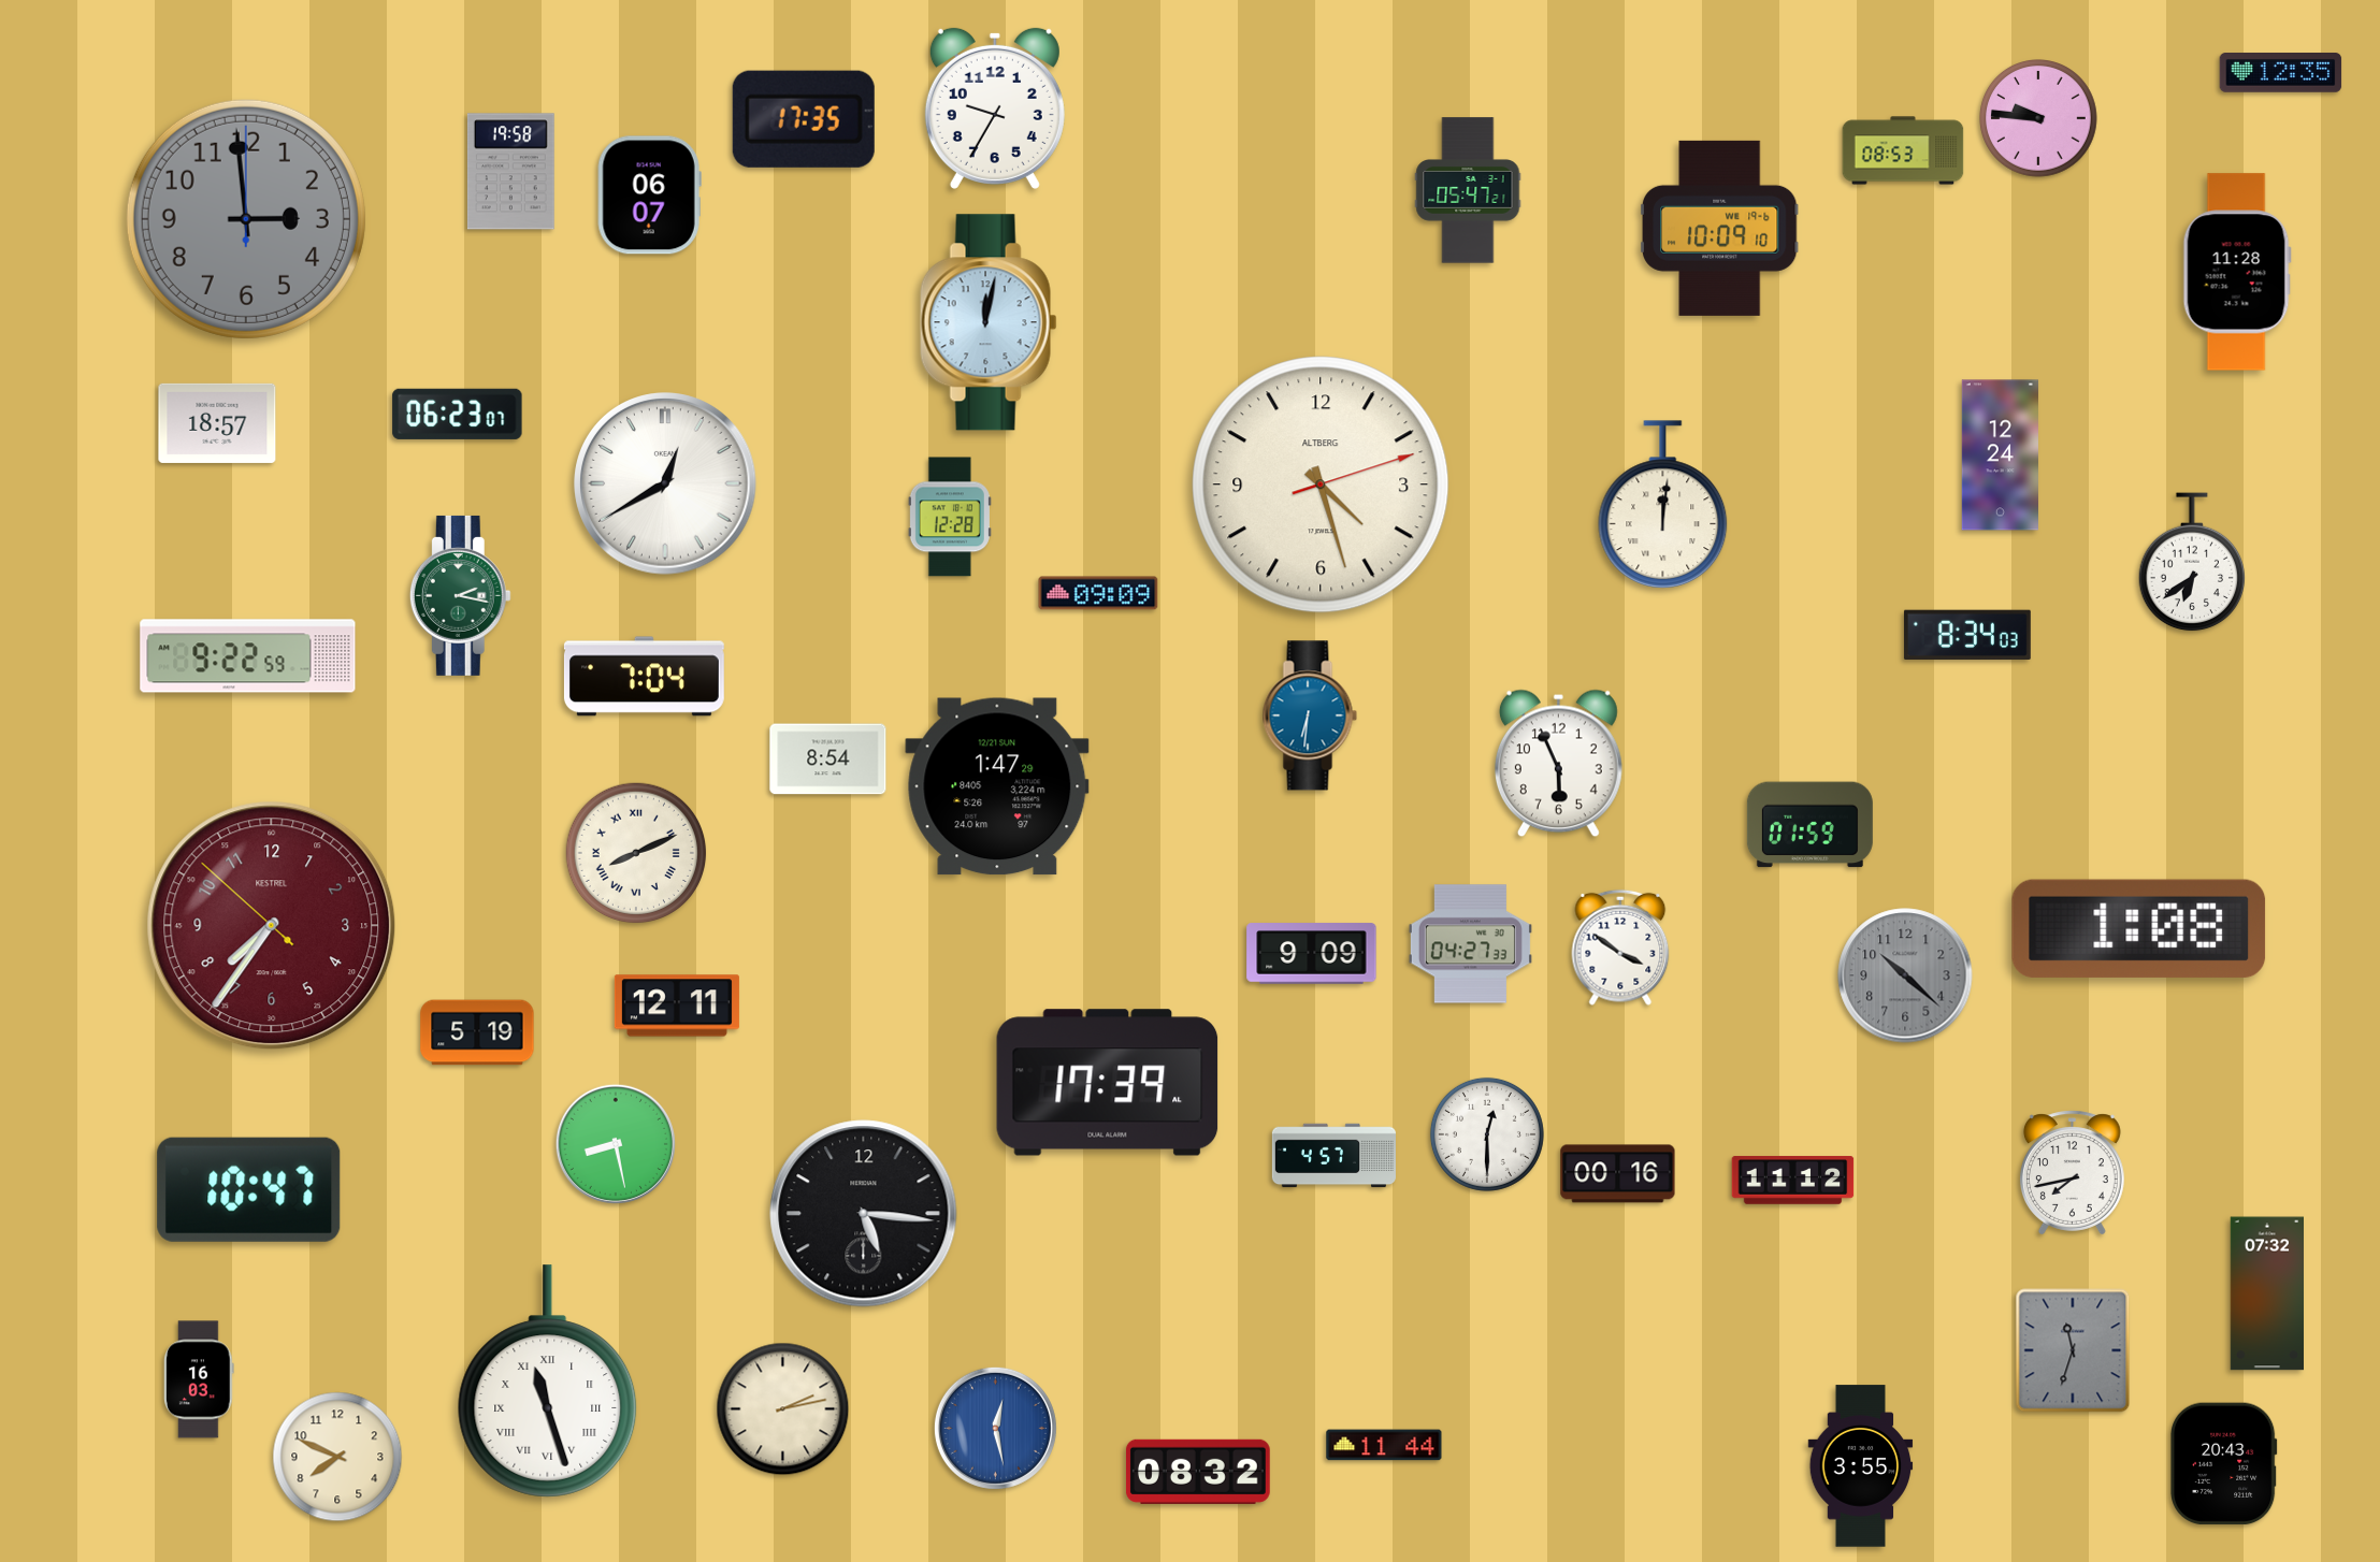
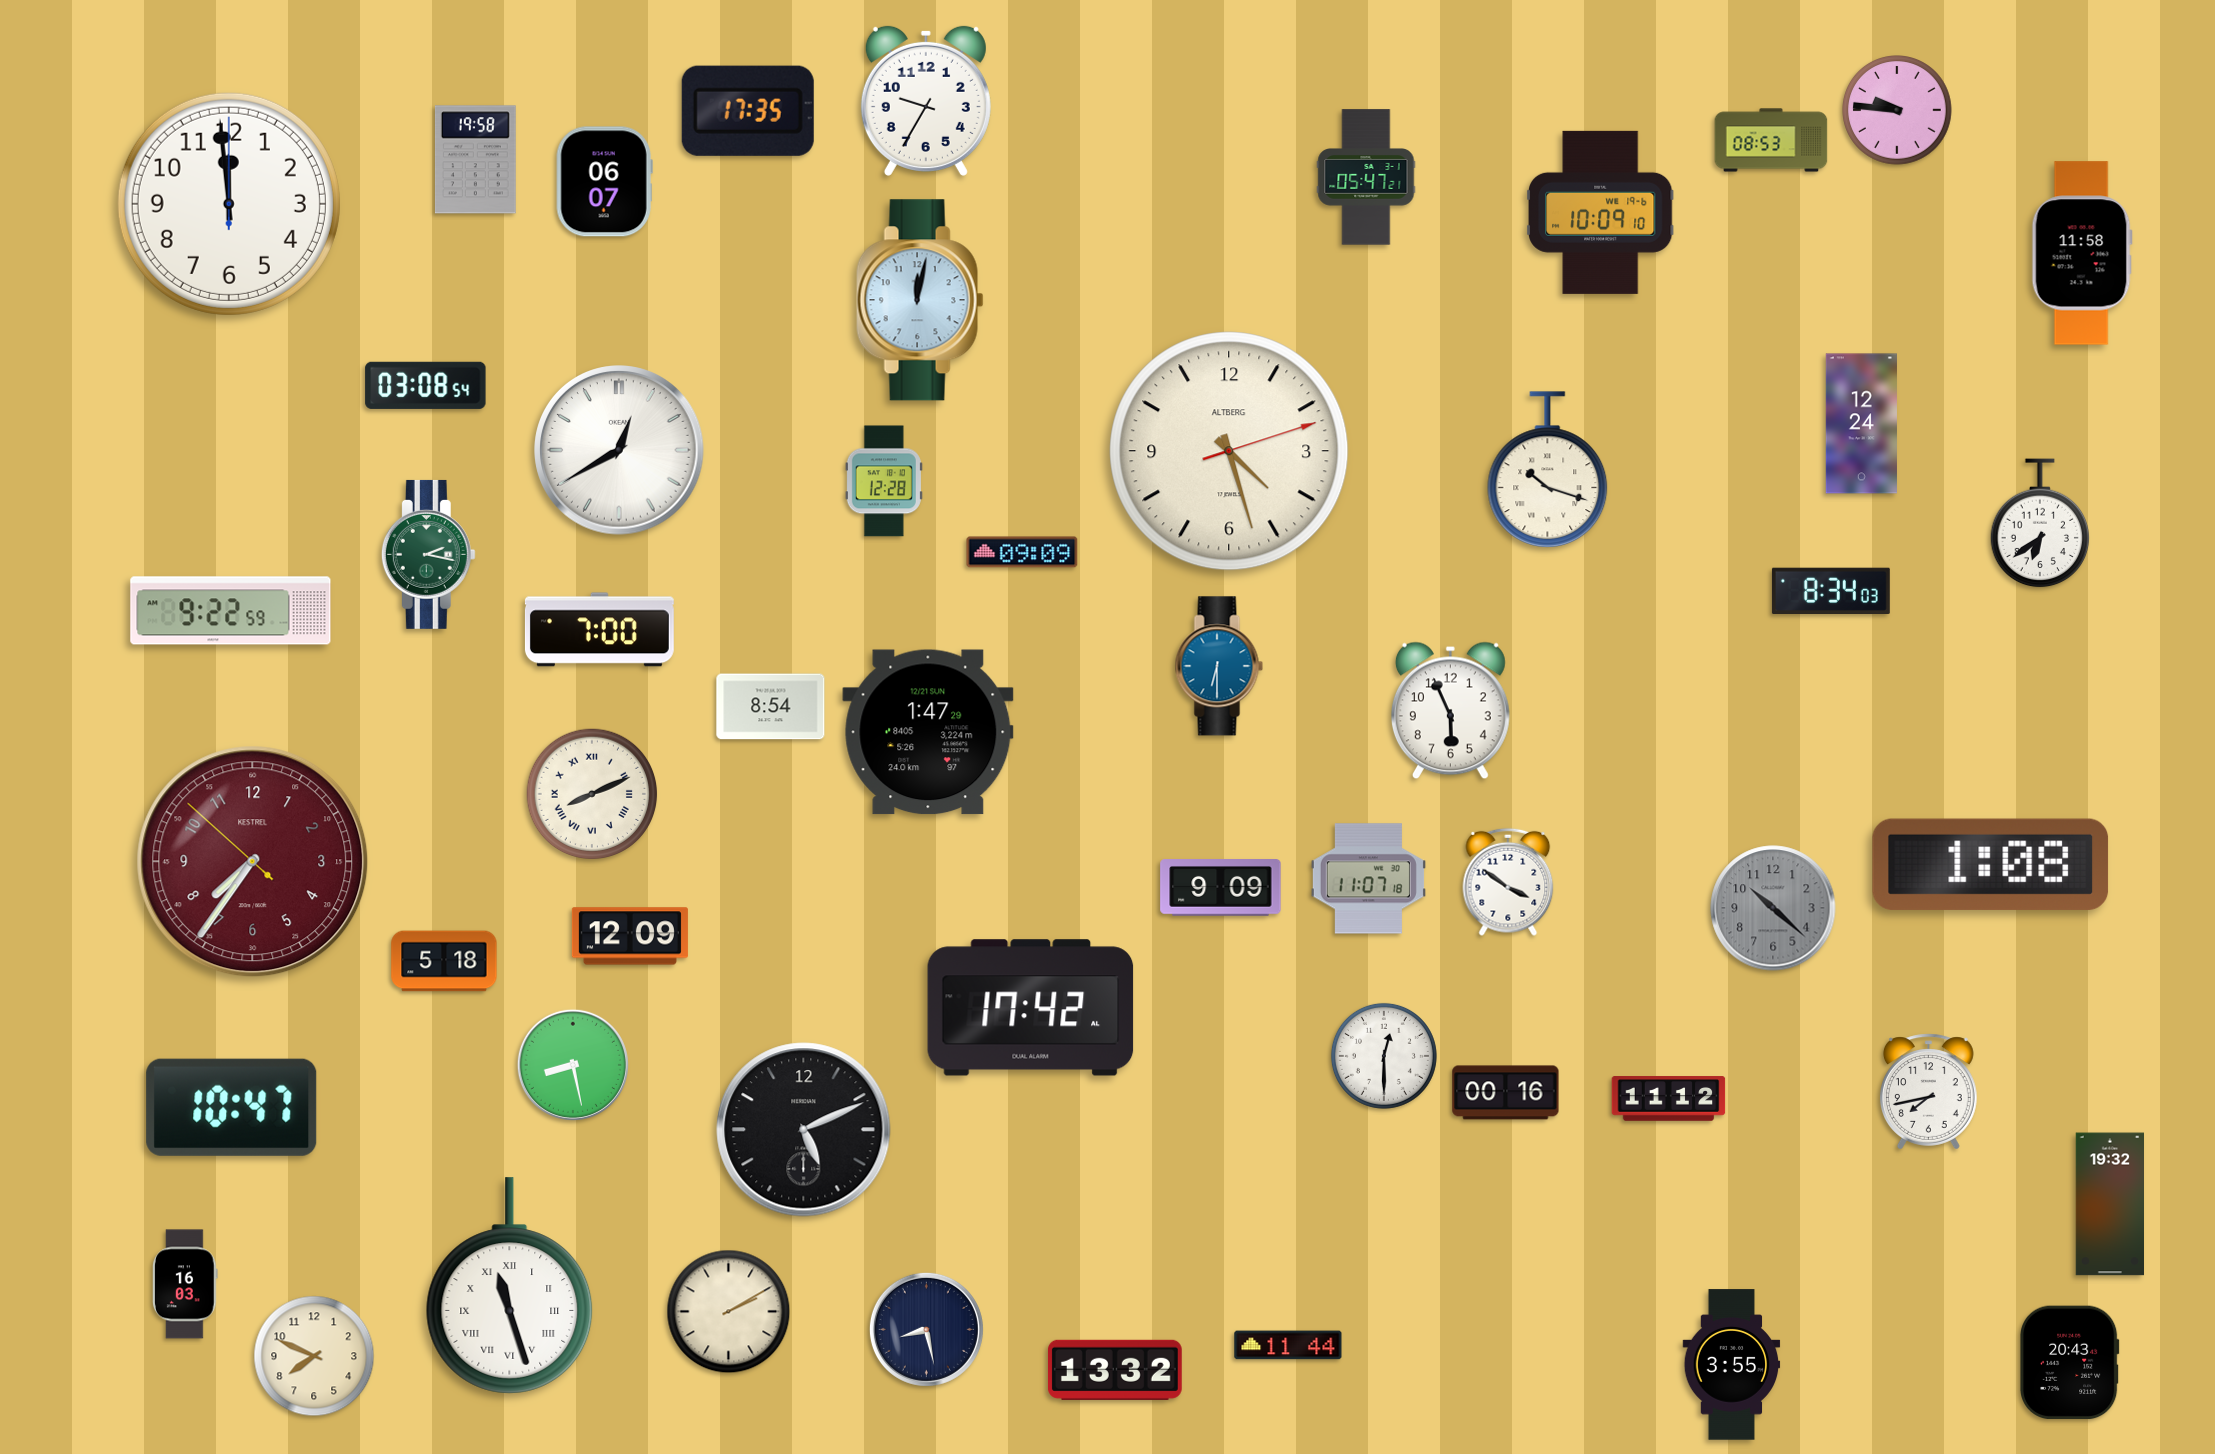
clock at (2281, 73): 12:35 -> none
clock at (246, 219): 2:59 -> 11:59
clock at (246, 219) dial: grey -> white
clock at (2237, 272): 11:28 -> 11:58
clock at (458, 414): 06:23 -> 03:08
clock at (217, 423): 18:57 -> none
clock at (1663, 505): 12:01 -> 10:18
clock at (644, 677): 7:04 -> 7:00
clock at (1310, 715): 6:31 -> 6:30
clock at (1809, 825): 01:59 -> none
clock at (1470, 944): 04:27 -> 11:07
clock at (677, 1006): 12:11 -> 12:09
clock at (477, 1032): 5:19 -> 5:18
clock at (1108, 1083): 17:39 -> 17:42
clock at (1333, 1156): 4:57 -> none
clock at (864, 1214): 5:16 -> 5:11
clock at (2266, 1293): 07:32 -> 19:32
clock at (2073, 1350): 11:33 -> none
clock at (783, 1409): 2:13 -> 2:10
clock at (995, 1428): 12:28 -> 8:28
clock at (995, 1428) dial: blue -> navy
clock at (1198, 1472): 08:32 -> 13:32
